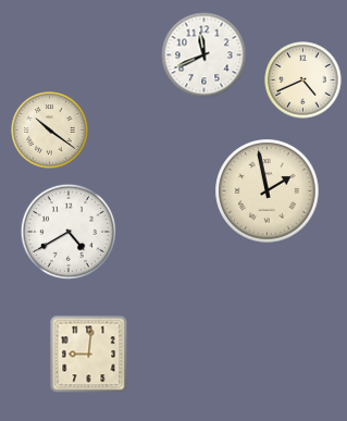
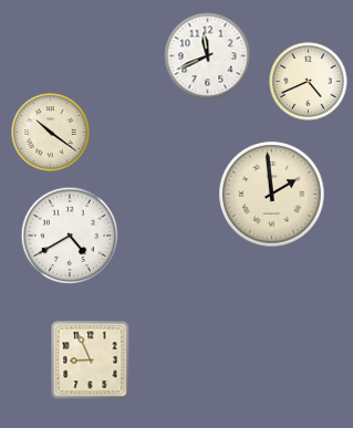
clock at (268, 191): 1:58 -> 1:59
clock at (89, 355): 9:01 -> 8:56
